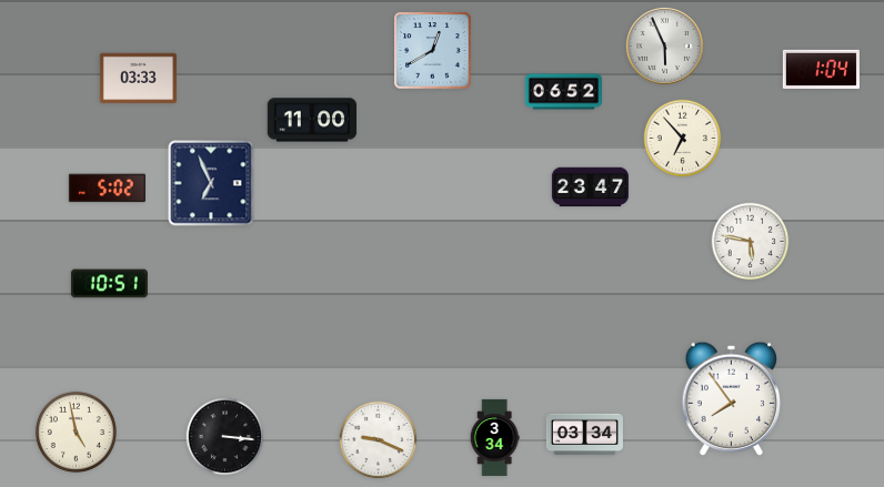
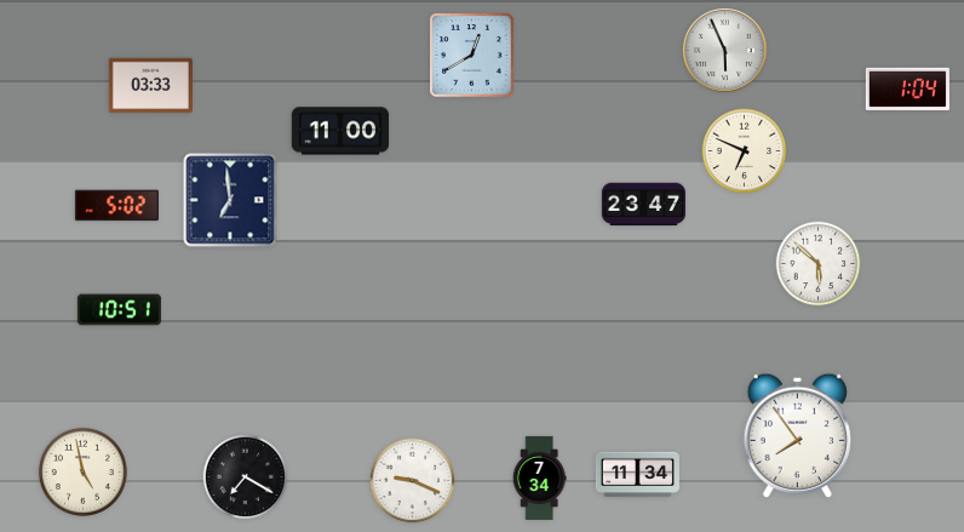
clock at (821, 69) position: (821, 69) -> (907, 88)
clock at (563, 92): 06:52 -> none
clock at (683, 139): 6:53 -> 6:49
clock at (211, 183): 6:56 -> 6:59
clock at (751, 242): 5:47 -> 5:52
clock at (584, 435): 03:34 -> 11:34
clock at (225, 437): 3:16 -> 7:20
clock at (494, 437): 3:34 -> 7:34
